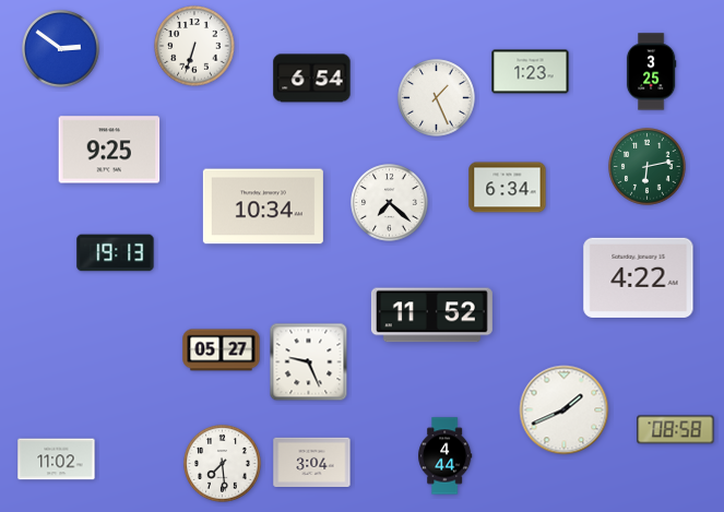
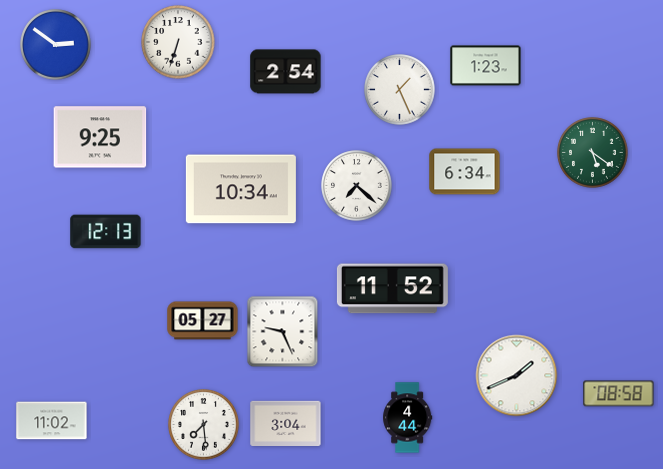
clock at (651, 72): 3:25 -> none
clock at (312, 79): 6:54 -> 2:54
clock at (648, 167): 6:13 -> 5:21
clock at (116, 253): 19:13 -> 12:13
clock at (639, 277): 4:22 -> none
clock at (431, 315) position: (431, 315) -> (392, 289)
